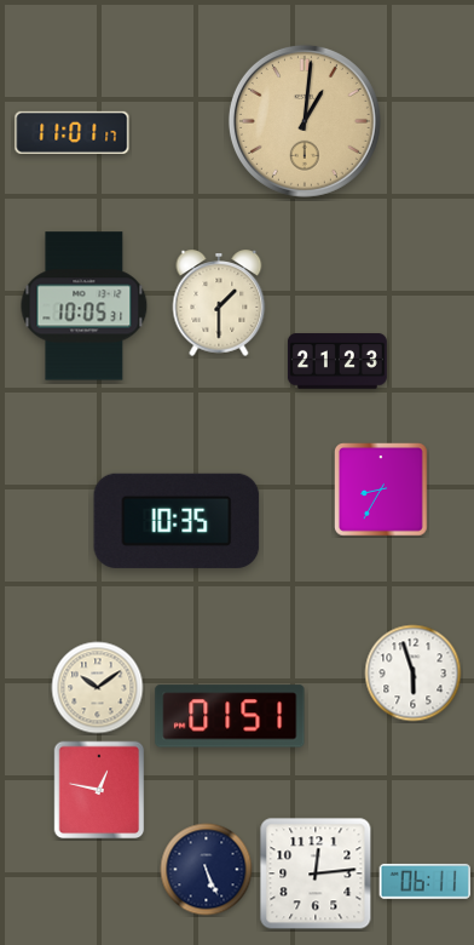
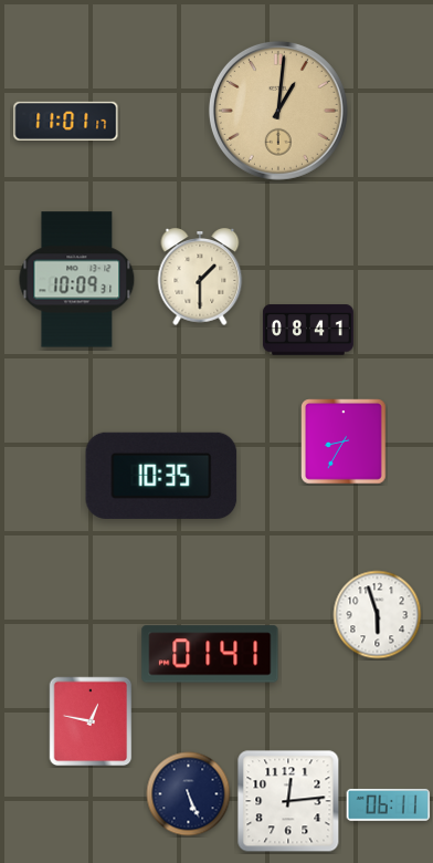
clock at (85, 307): 10:05 -> 10:09
clock at (337, 361): 21:23 -> 08:41
clock at (381, 489) position: (381, 489) -> (344, 441)
clock at (98, 688): 10:09 -> none
clock at (230, 716): 01:51 -> 01:41
clock at (316, 874) position: (316, 874) -> (288, 801)
